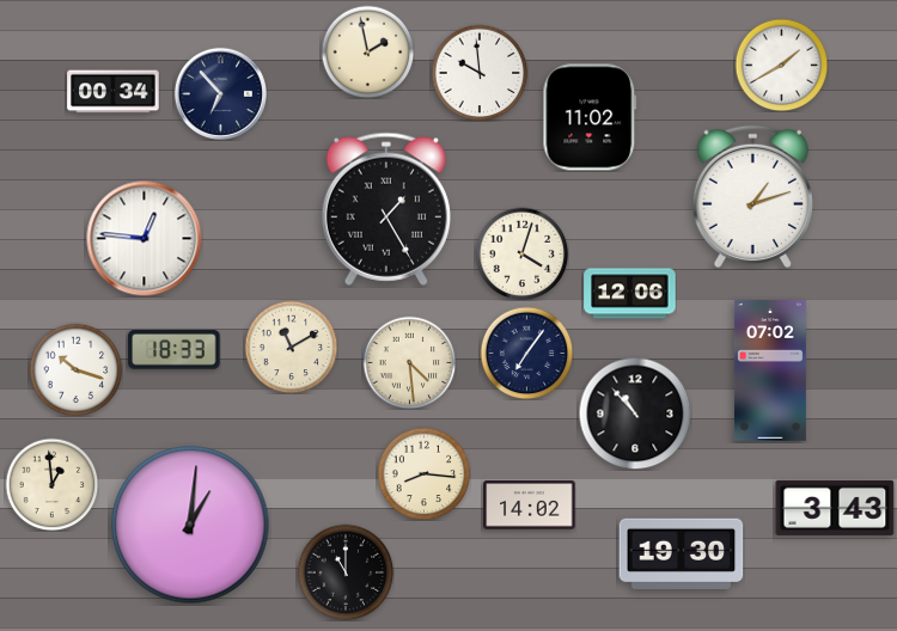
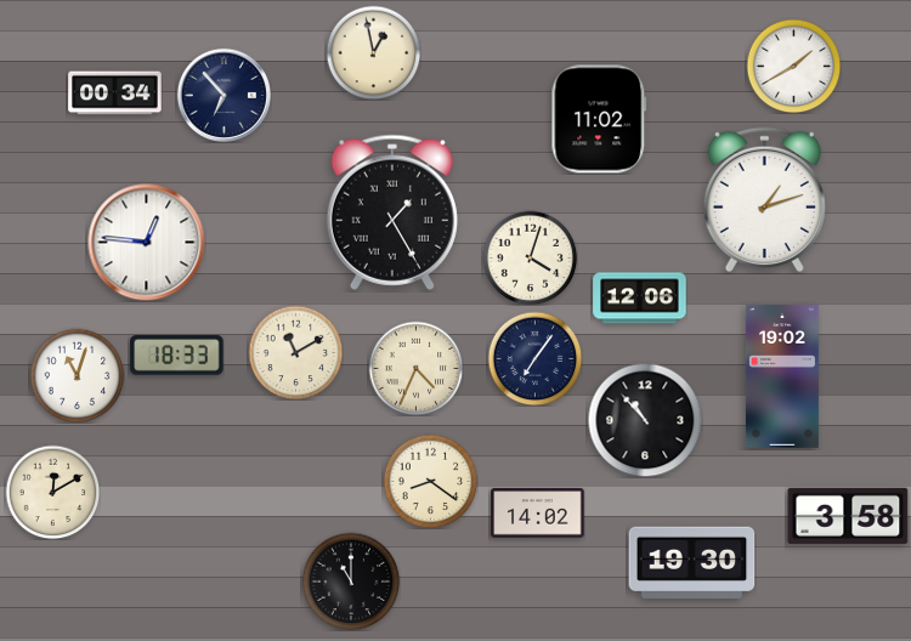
clock at (367, 51): 1:58 -> 12:58
clock at (480, 73): 9:59 -> none
clock at (409, 362): 4:29 -> 4:34
clock at (75, 369): 10:18 -> 11:03
clock at (770, 372): 07:02 -> 19:02
clock at (423, 473): 8:16 -> 8:21
clock at (51, 484): 12:59 -> 12:10
clock at (835, 508): 3:43 -> 3:58
clock at (190, 525): 1:01 -> none
